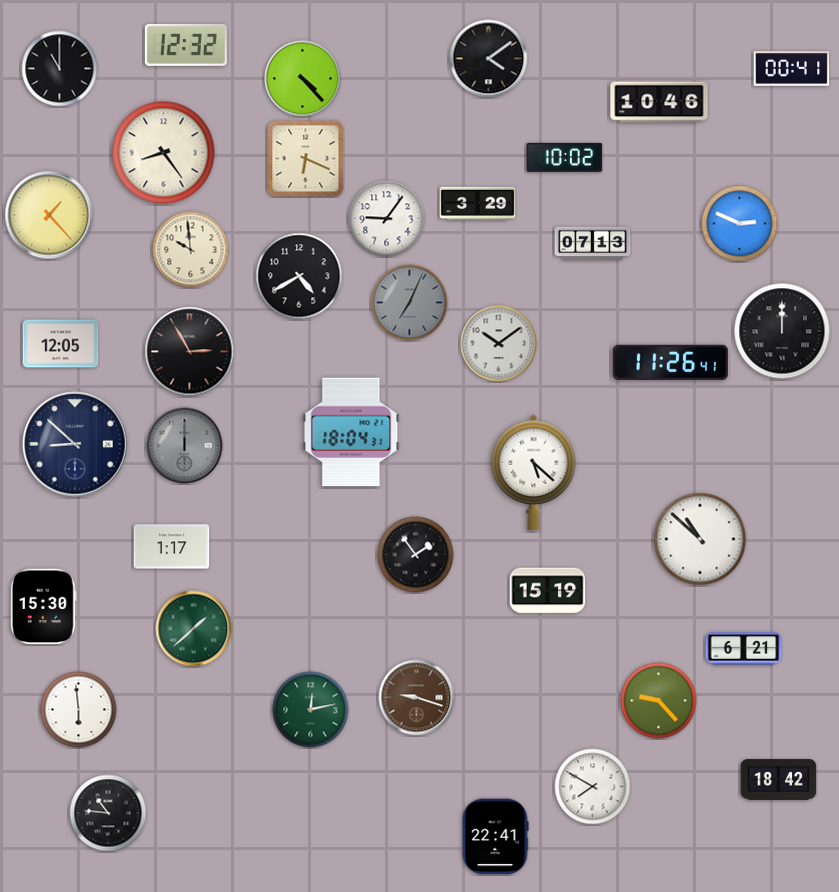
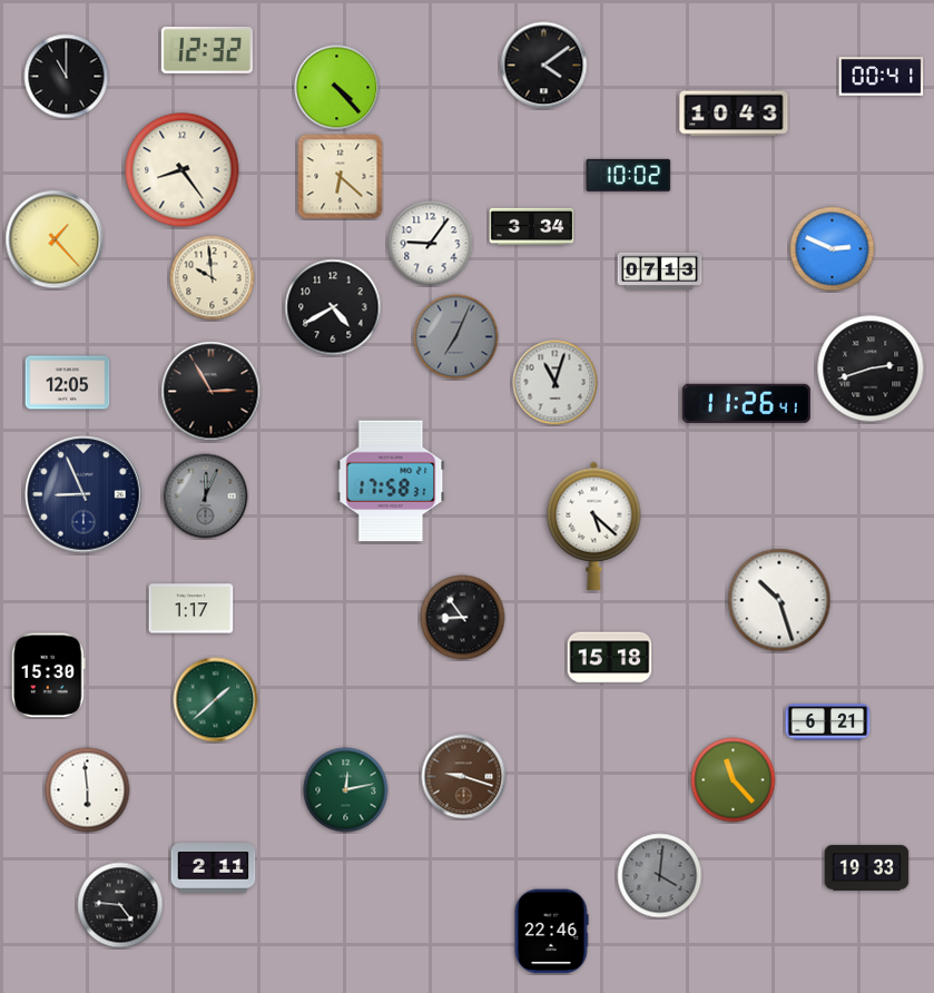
clock at (659, 102): 10:46 -> 10:43
clock at (306, 159): 6:19 -> 6:22
clock at (478, 204): 3:29 -> 3:34
clock at (740, 224) position: (740, 224) -> (833, 249)
clock at (782, 331): 12:00 -> 2:42
clock at (499, 344): 10:09 -> 11:03
clock at (351, 432): 18:04 -> 17:58
clock at (75, 444): 8:52 -> 8:56
clock at (185, 446): 12:00 -> 12:04
clock at (700, 539): 10:52 -> 10:27
clock at (416, 555): 1:54 -> 8:54
clock at (548, 591): 15:19 -> 15:18
clock at (659, 701): 9:23 -> 11:23
clock at (214, 868): none -> 2:11
clock at (779, 780): 18:42 -> 19:33
clock at (593, 787): 7:50 -> 4:01
clock at (593, 787) dial: white -> grey
clock at (108, 813): 10:46 -> 4:46
clock at (495, 837): 22:41 -> 22:46
